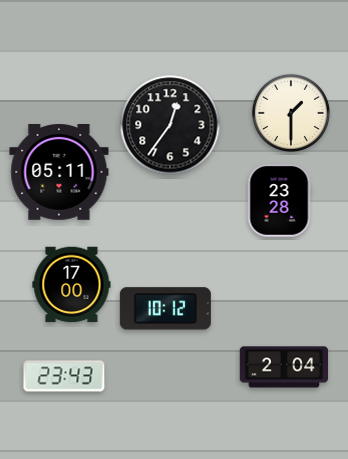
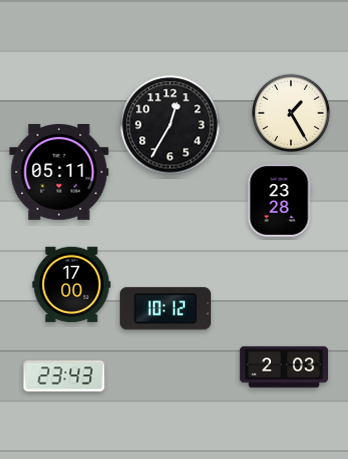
clock at (290, 112): 1:30 -> 1:25
clock at (170, 125): 12:36 -> 12:35
clock at (284, 367): 2:04 -> 2:03
